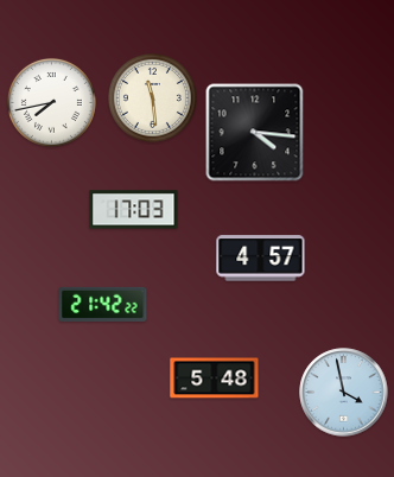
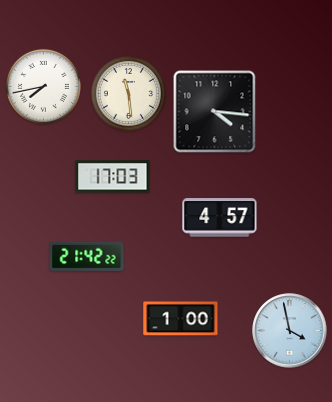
clock at (152, 97) position: (152, 97) -> (128, 93)
clock at (215, 379): 5:48 -> 1:00
